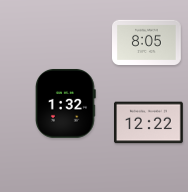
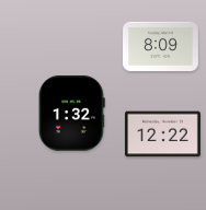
clock at (147, 42): 8:05 -> 8:09
